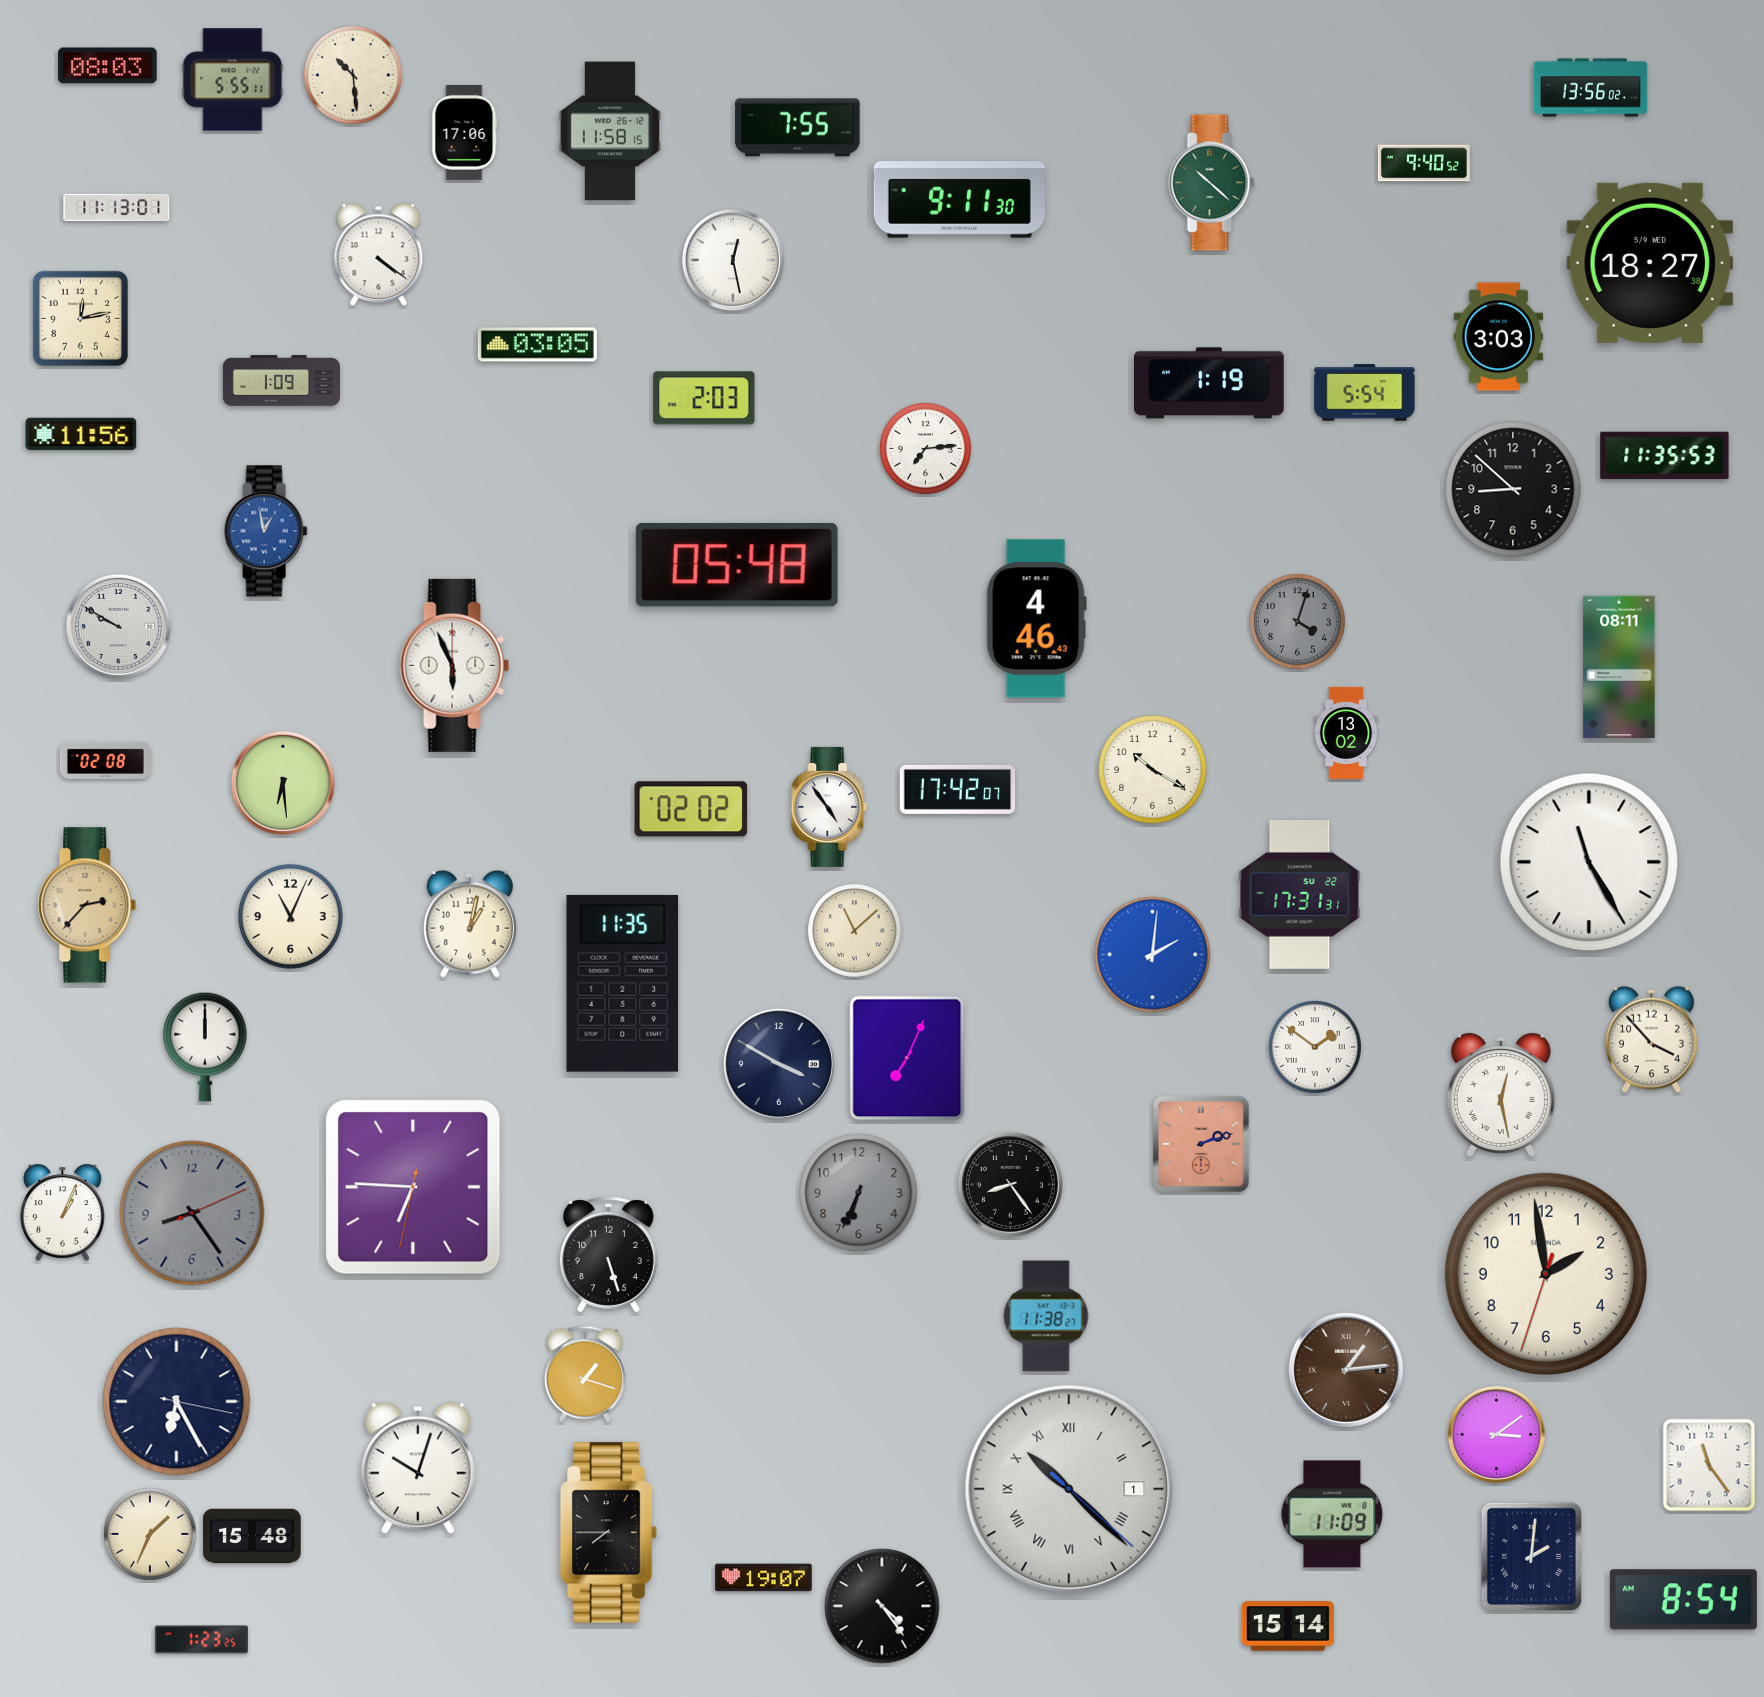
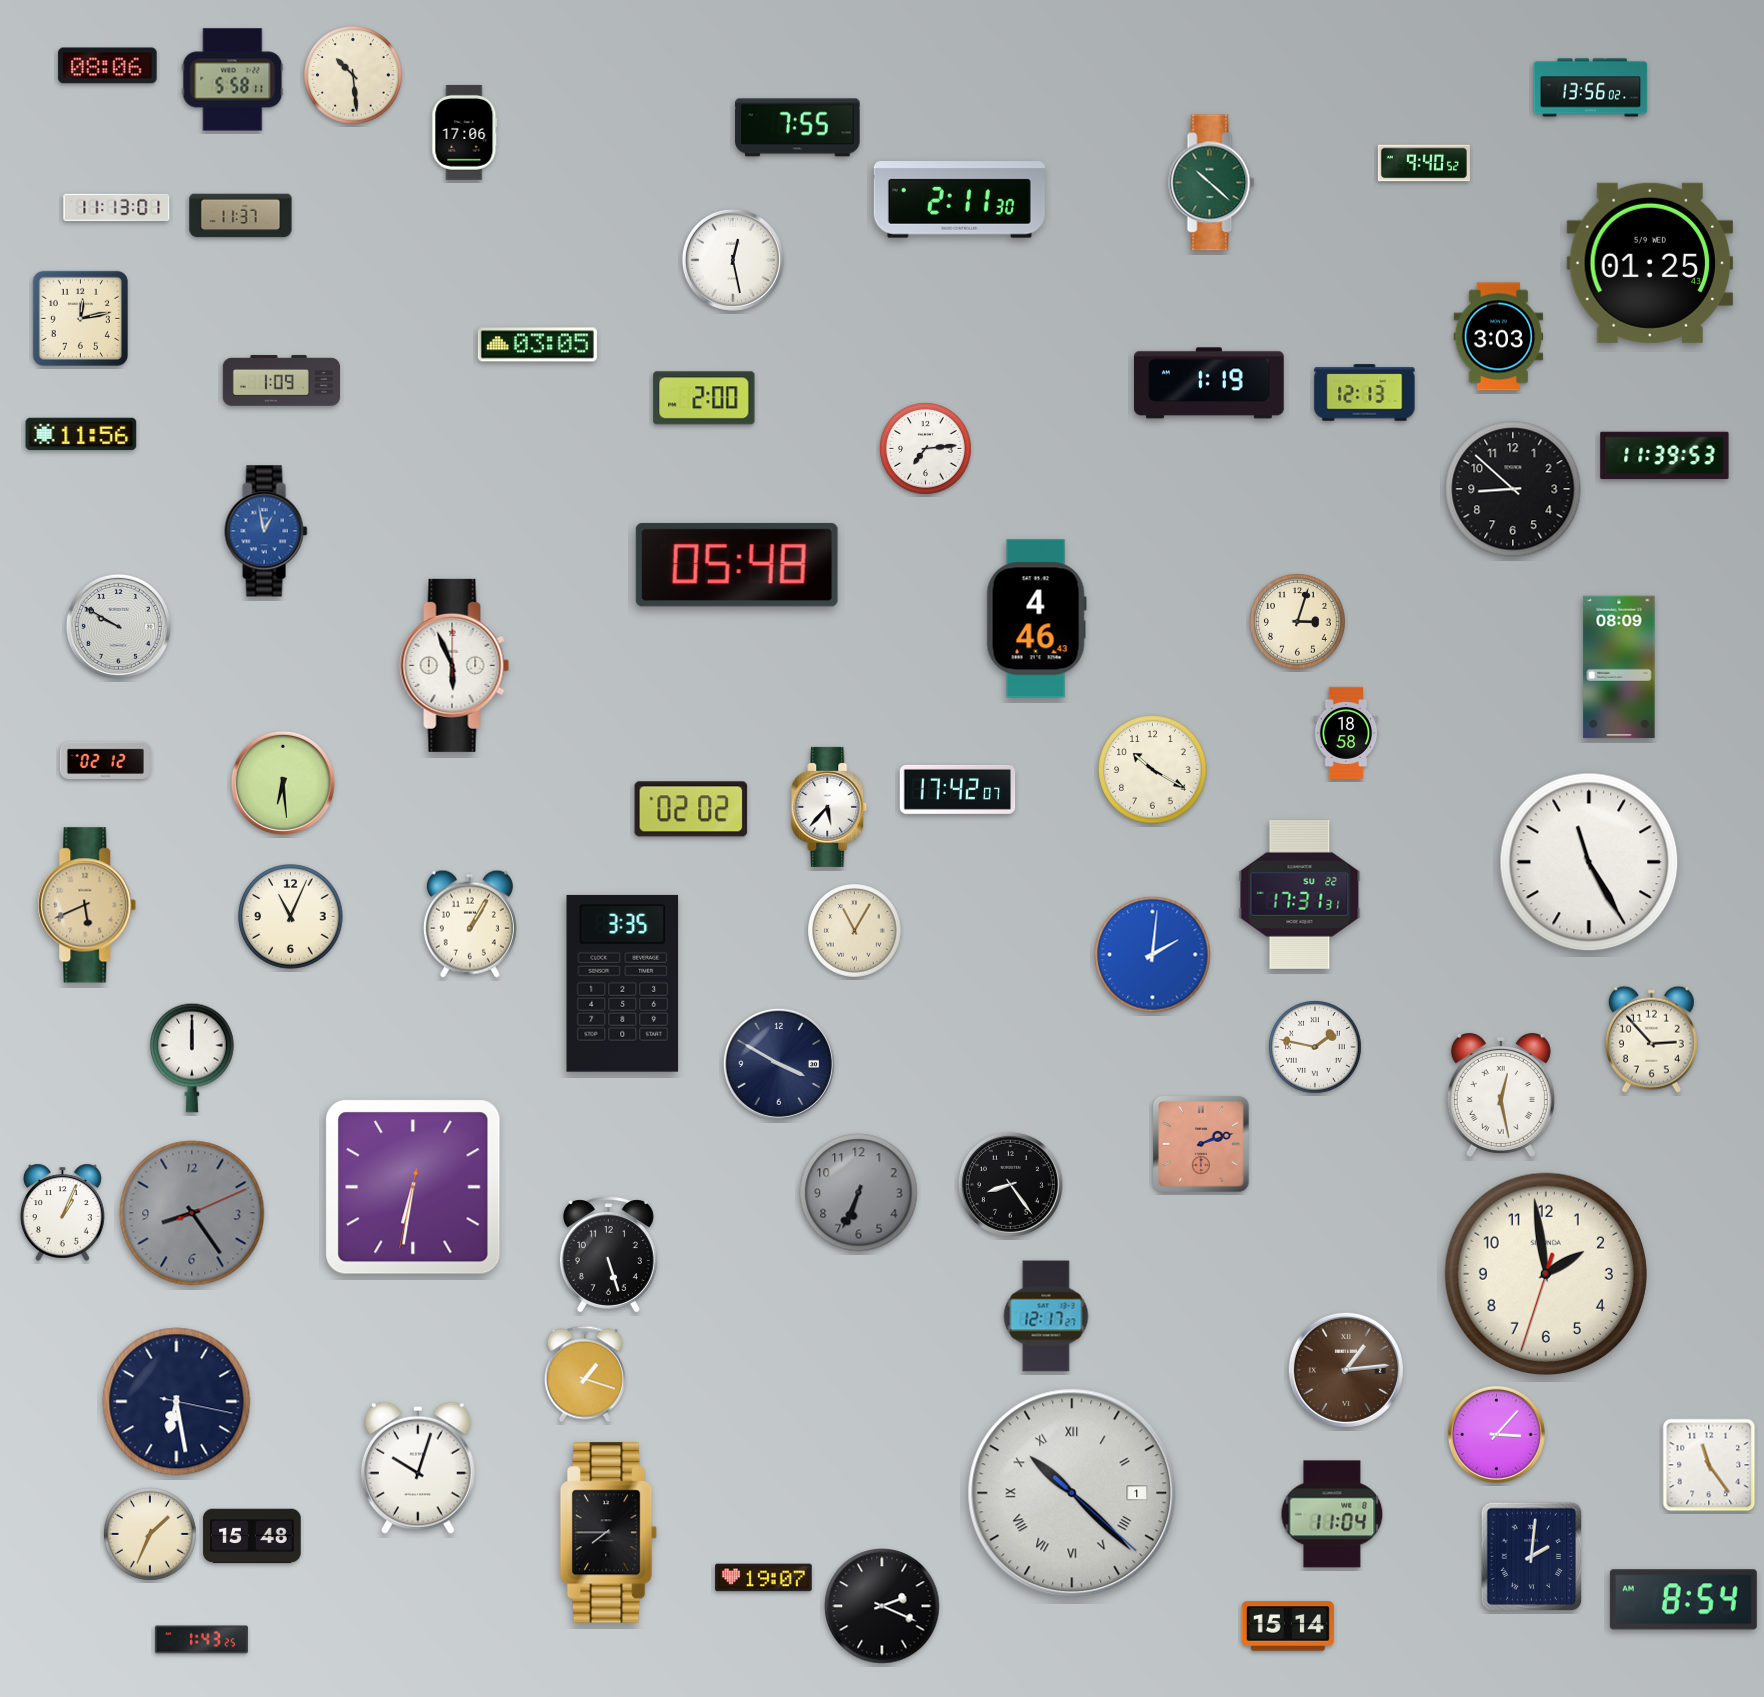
clock at (108, 66): 08:03 -> 08:06
clock at (233, 80): 5:55 -> 5:58
clock at (610, 131): 11:58 -> none
clock at (959, 200): 9:11 -> 2:11
clock at (241, 216): none -> 11:37
clock at (379, 255): 4:21 -> none
clock at (1650, 263): 18:27 -> 01:25
clock at (1365, 393): 5:54 -> 12:13
clock at (704, 398): 2:03 -> 2:00
clock at (1665, 456): 11:35 -> 11:39
clock at (1298, 622): 4:03 -> 3:03
clock at (1298, 622) dial: grey -> cream
clock at (1619, 667): 08:11 -> 08:09
clock at (1346, 733): 13:02 -> 18:58
clock at (105, 760): 02:08 -> 02:12
clock at (829, 807): 4:54 -> 5:37
clock at (87, 905): 2:37 -> 5:41
clock at (470, 924): 1:02 -> 1:05
clock at (855, 931): 11:08 -> 11:05
clock at (623, 983): 11:35 -> 3:35
clock at (1651, 1039): 3:53 -> 2:53
clock at (205, 1047) position: (205, 1047) -> (192, 1058)
clock at (1316, 1048): 1:51 -> 1:47
clock at (907, 1058): 7:04 -> none
clock at (413, 1187): 6:45 -> 6:31
clock at (1046, 1316): 11:38 -> 12:17
clock at (177, 1402): 6:25 -> 6:28
clock at (1496, 1434): 3:09 -> 3:07
clock at (1069, 1489) position: (1069, 1489) -> (1072, 1493)
clock at (1332, 1514): 11:09 -> 11:04
clock at (882, 1606): 4:24 -> 2:19
clock at (201, 1640): 1:23 -> 1:43
